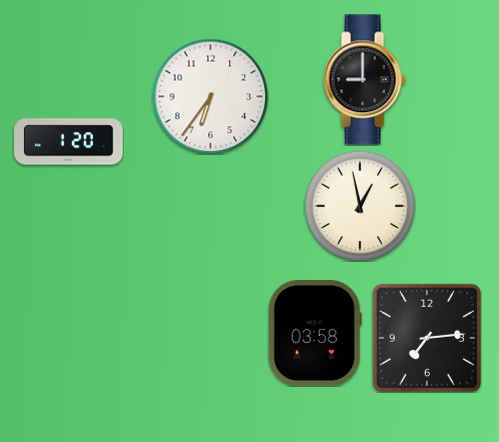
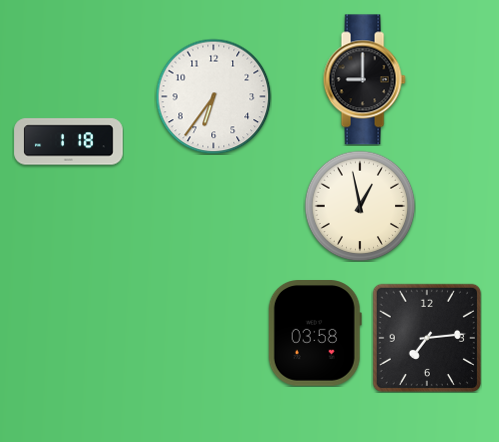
clock at (210, 96) position: (210, 96) -> (213, 96)
clock at (69, 142): 1:20 -> 1:18
